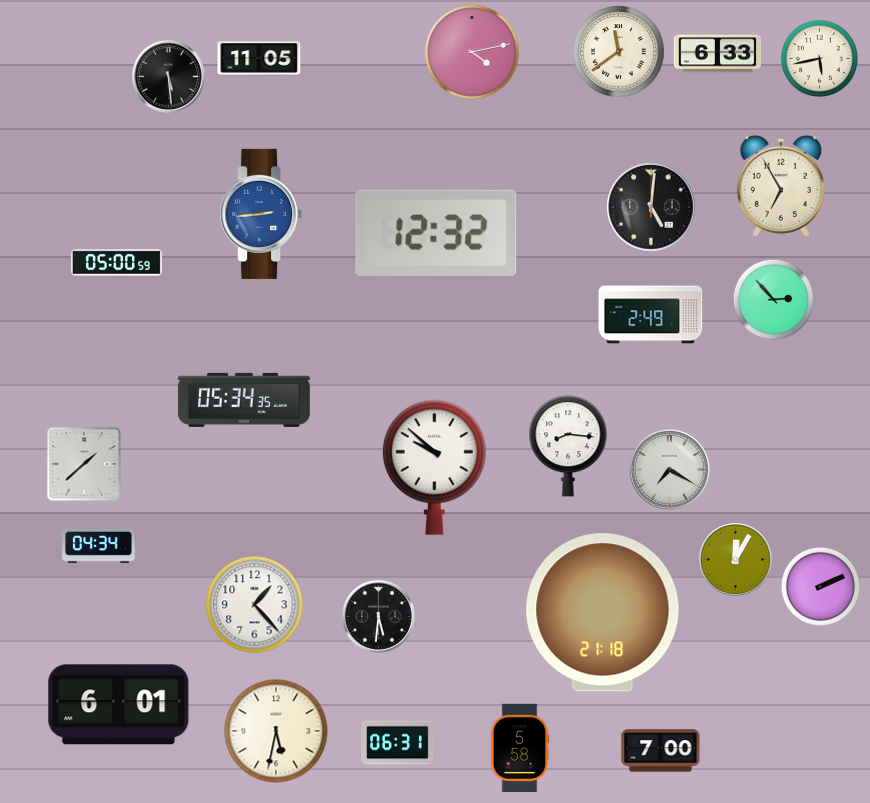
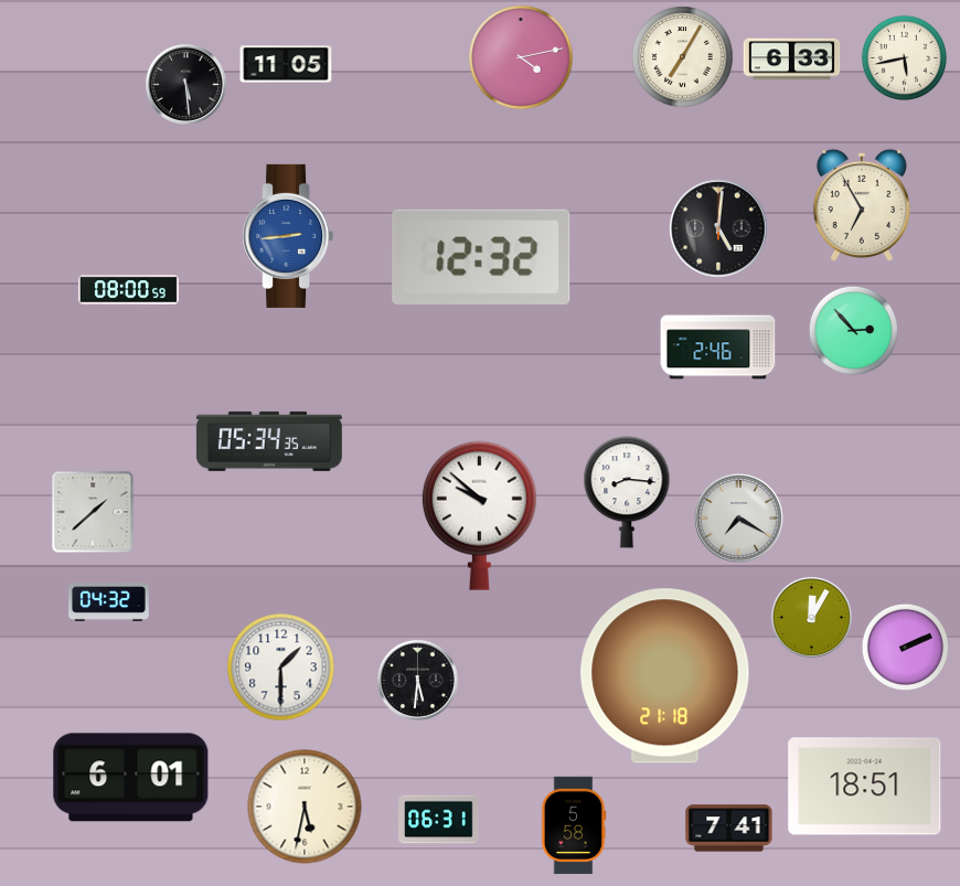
clock at (619, 52): 11:39 -> 7:05
clock at (819, 58) position: (819, 58) -> (904, 57)
clock at (116, 263): 05:00 -> 08:00
clock at (651, 315): 2:49 -> 2:46
clock at (99, 546): 04:34 -> 04:32
clock at (255, 605): 1:23 -> 1:30
clock at (865, 787): none -> 18:51
clock at (661, 751): 7:00 -> 7:41
